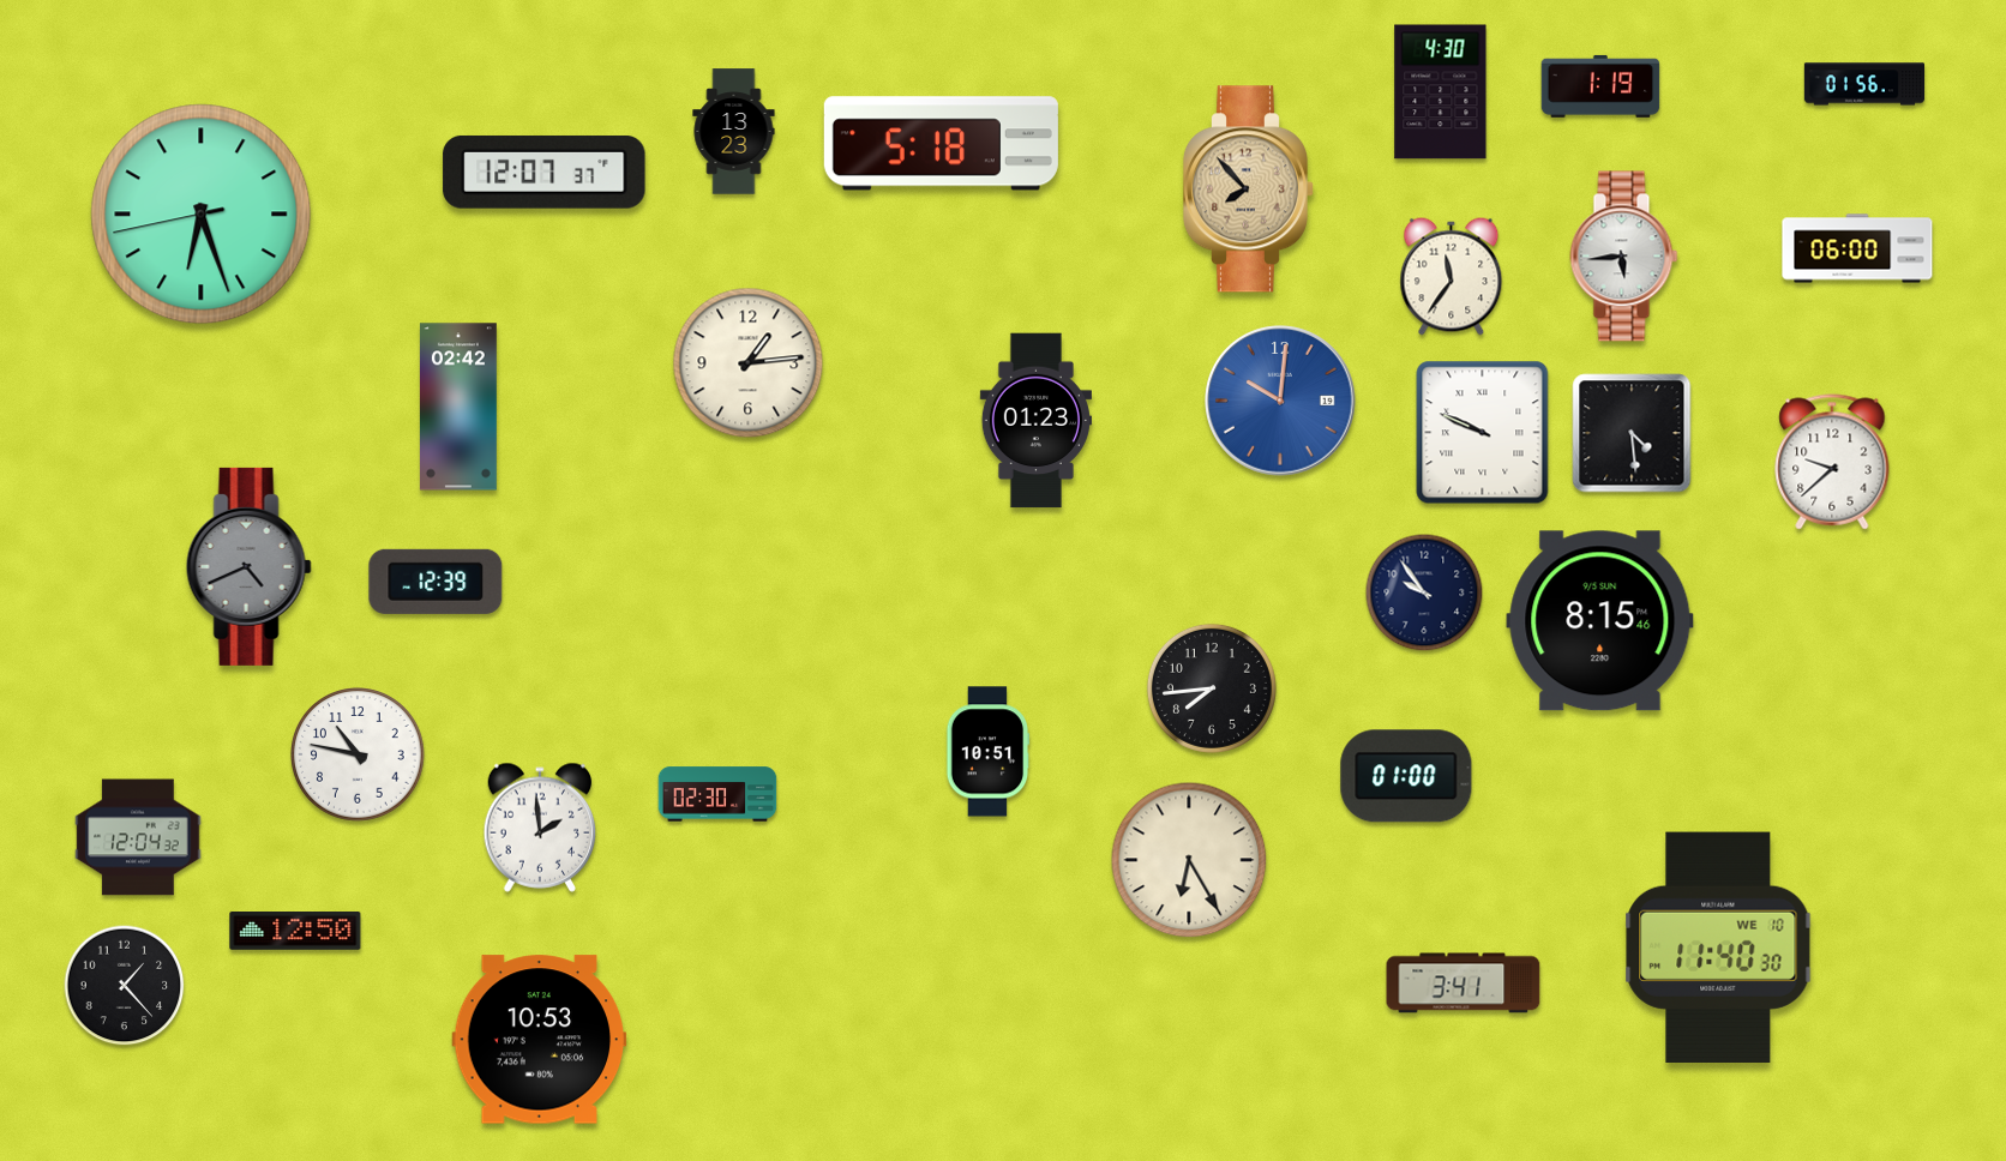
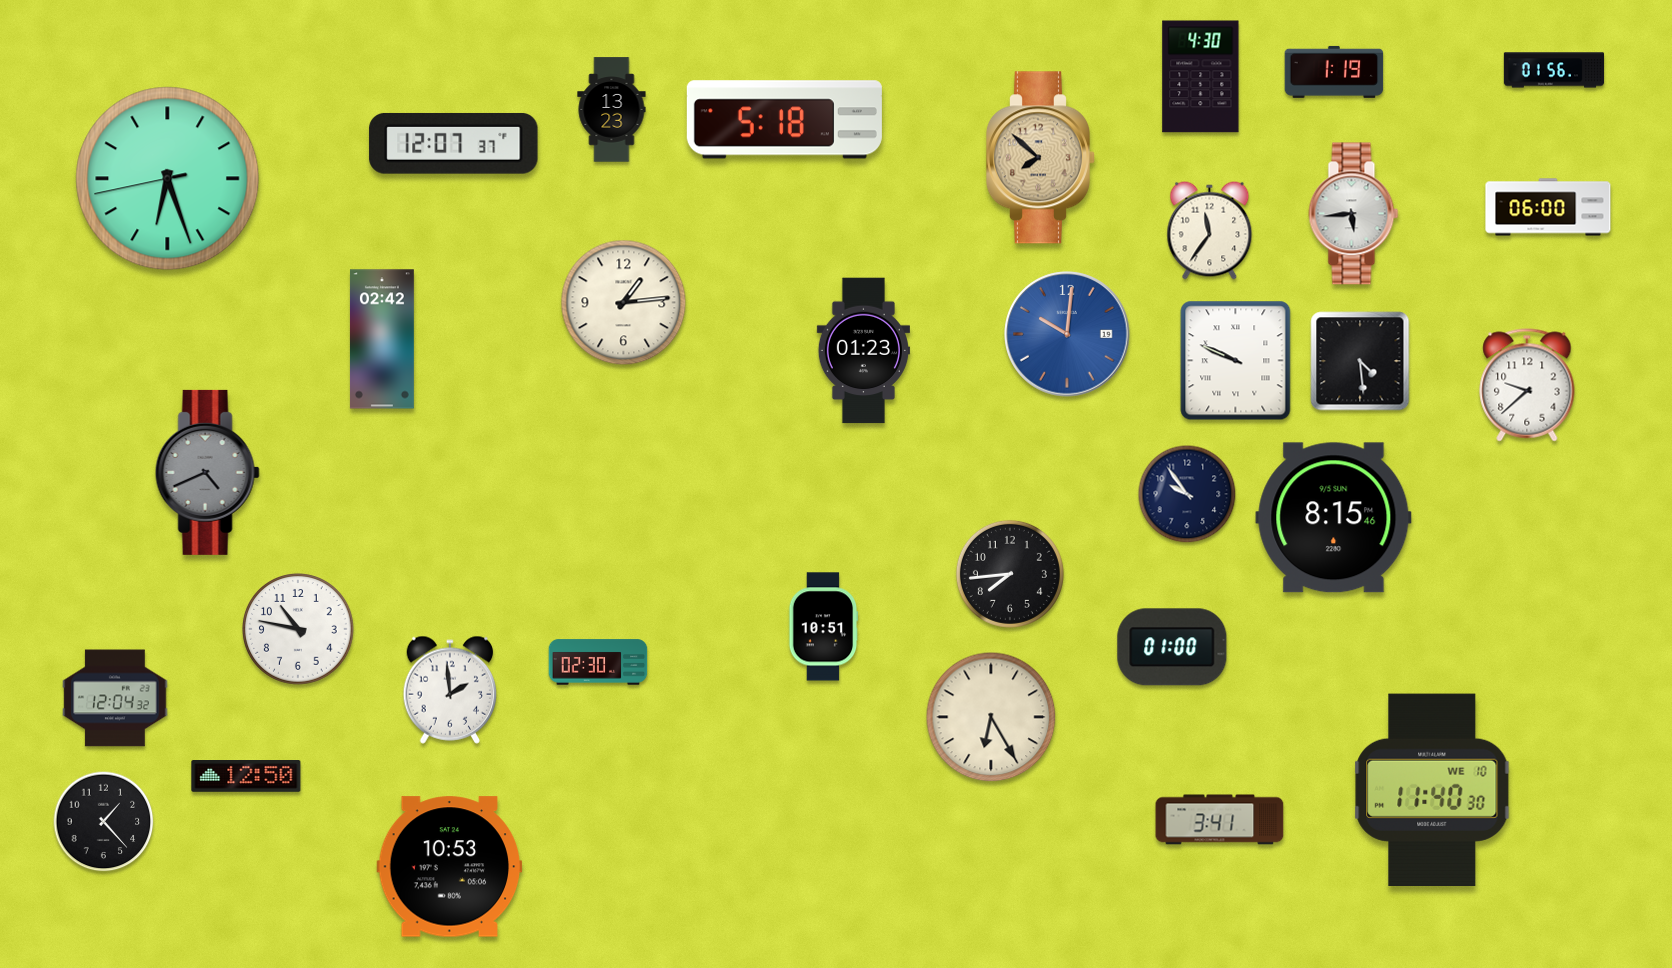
clock at (1248, 190): 7:53 -> 7:52
clock at (436, 582): 12:39 -> none
